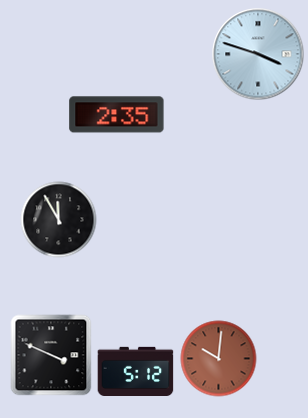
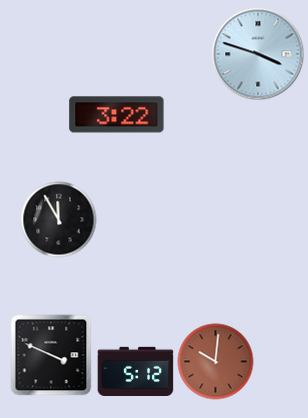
clock at (117, 115): 2:35 -> 3:22
clock at (219, 359) position: (219, 359) -> (216, 362)
